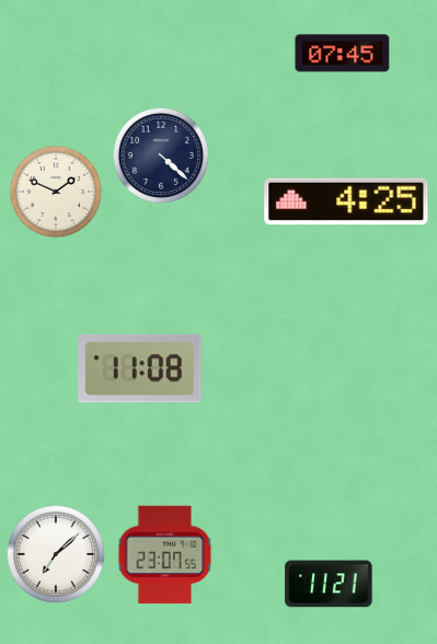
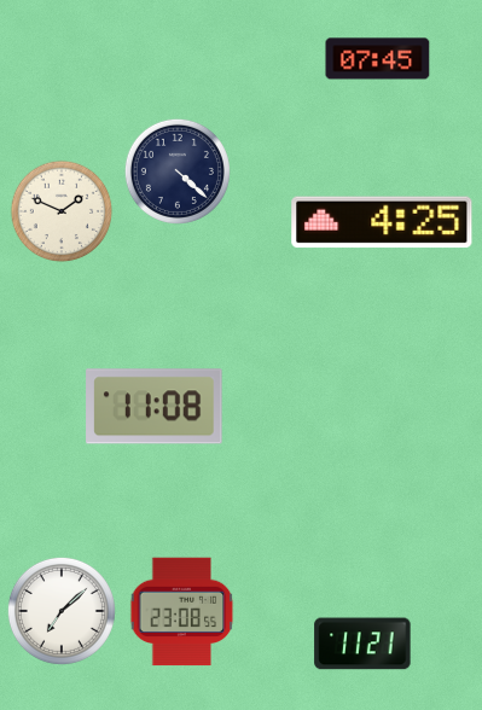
clock at (165, 555): 23:07 -> 23:08
